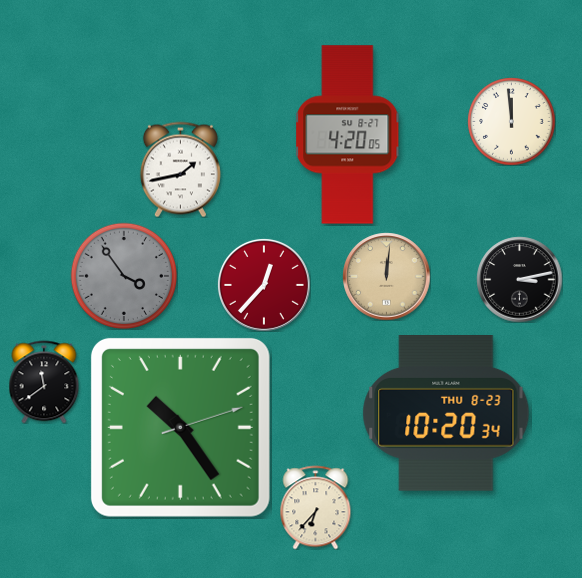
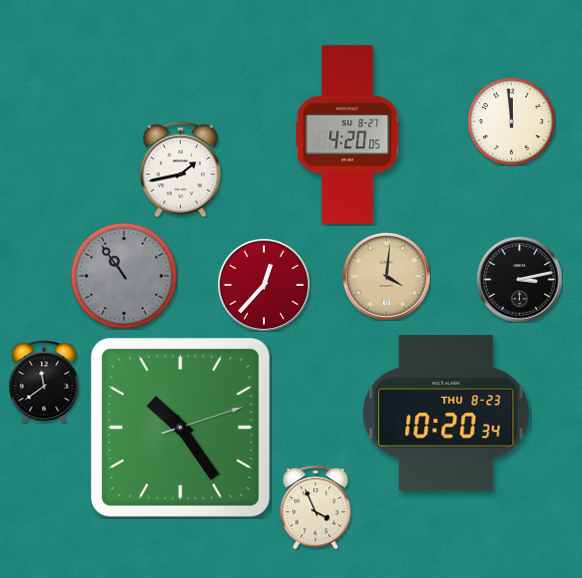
clock at (123, 275): 3:54 -> 10:54
clock at (386, 276): 12:01 -> 4:01
clock at (316, 507): 6:37 -> 3:56
